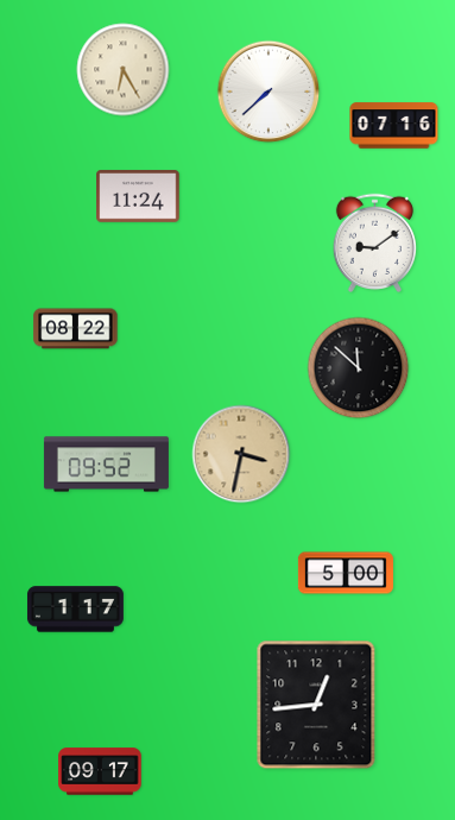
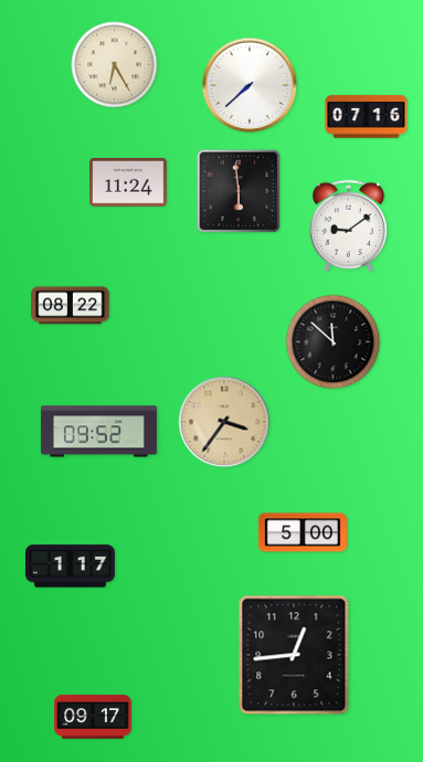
clock at (239, 191): none -> 5:59
clock at (241, 454): 3:32 -> 3:36
clock at (346, 573) position: (346, 573) -> (303, 532)
